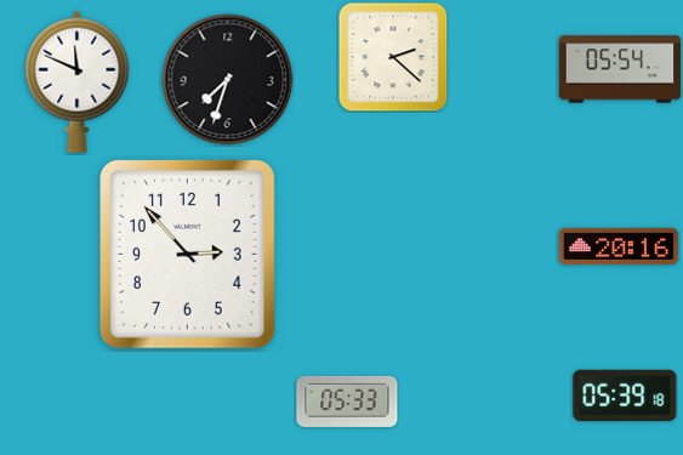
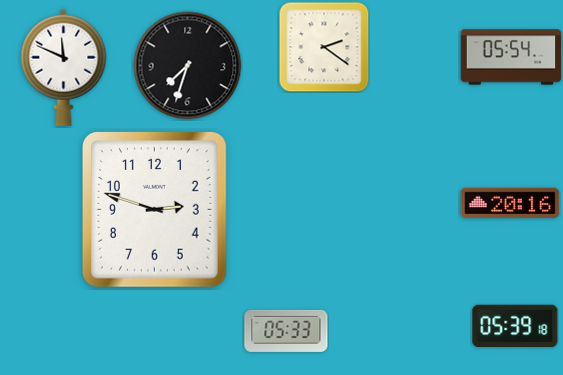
clock at (393, 57): 2:22 -> 2:21
clock at (187, 255): 2:53 -> 2:48
